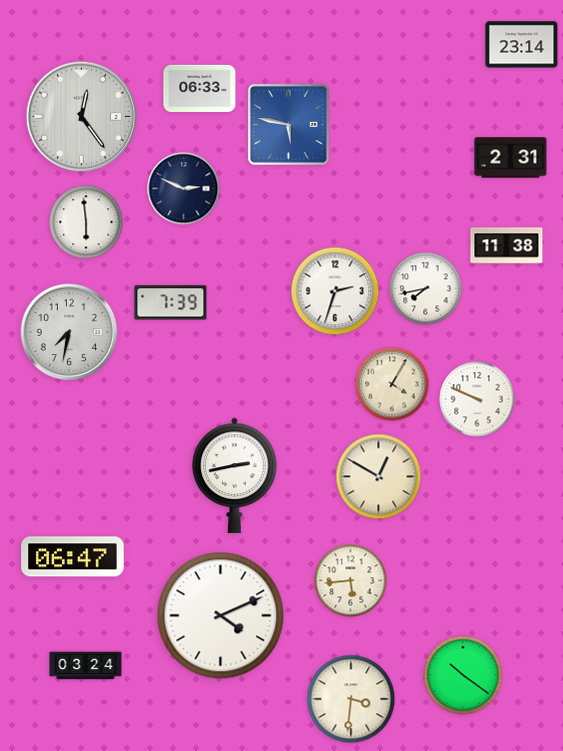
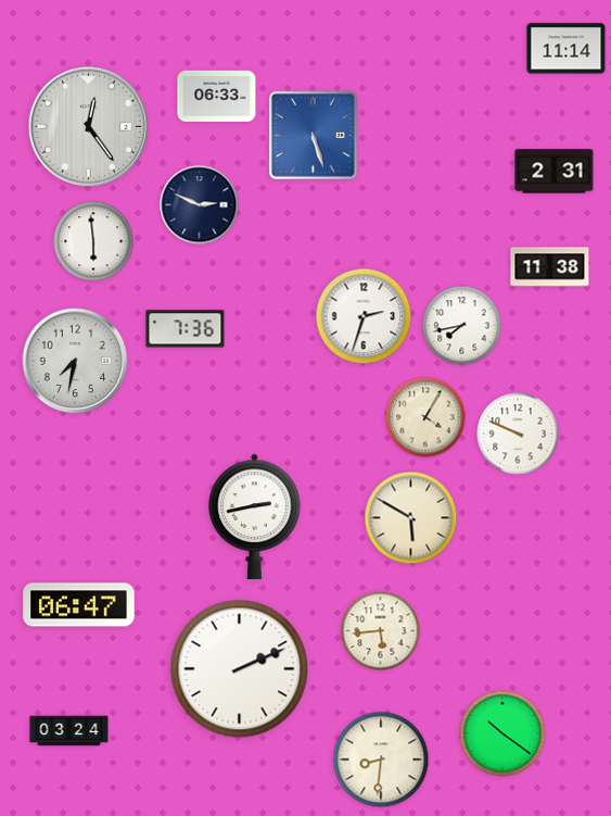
clock at (522, 45): 23:14 -> 11:14
clock at (288, 124): 5:47 -> 5:27
clock at (426, 289) position: (426, 289) -> (462, 326)
clock at (171, 303): 7:39 -> 7:36
clock at (379, 477): 12:50 -> 5:50
clock at (221, 616): 4:11 -> 2:11
clock at (86, 666) position: (86, 666) -> (69, 731)
clock at (351, 699): 3:31 -> 8:31
